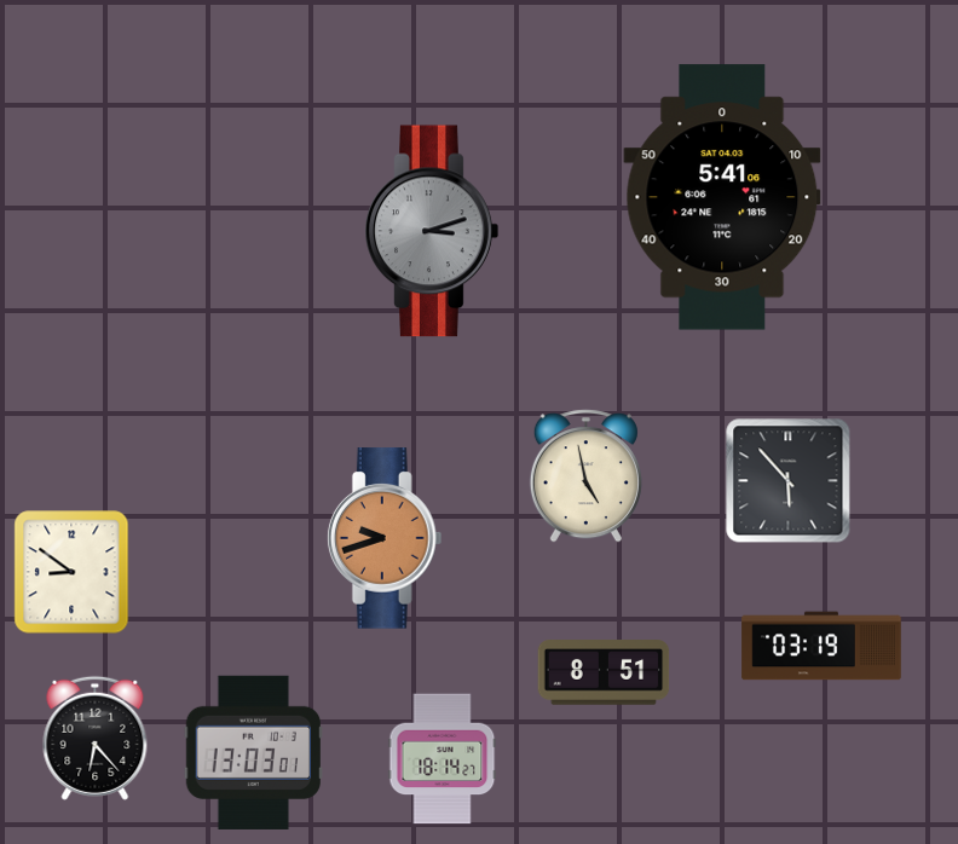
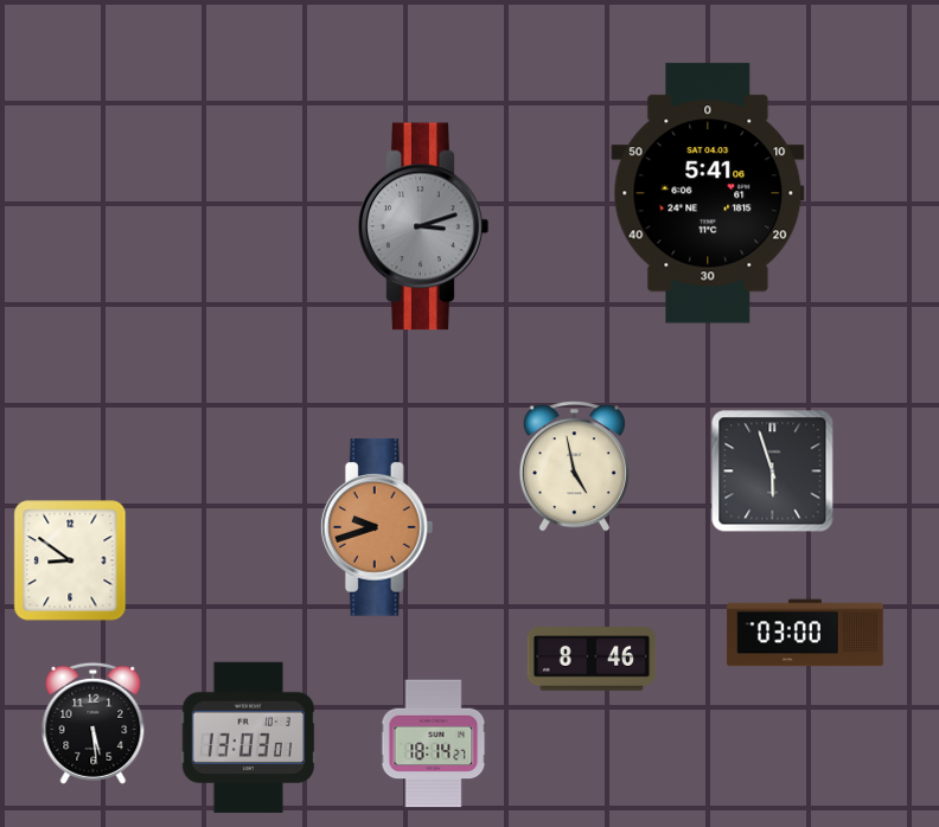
clock at (789, 481): 5:53 -> 5:57
clock at (821, 646): 03:19 -> 03:00
clock at (604, 672): 8:51 -> 8:46
clock at (96, 738): 6:23 -> 5:29
